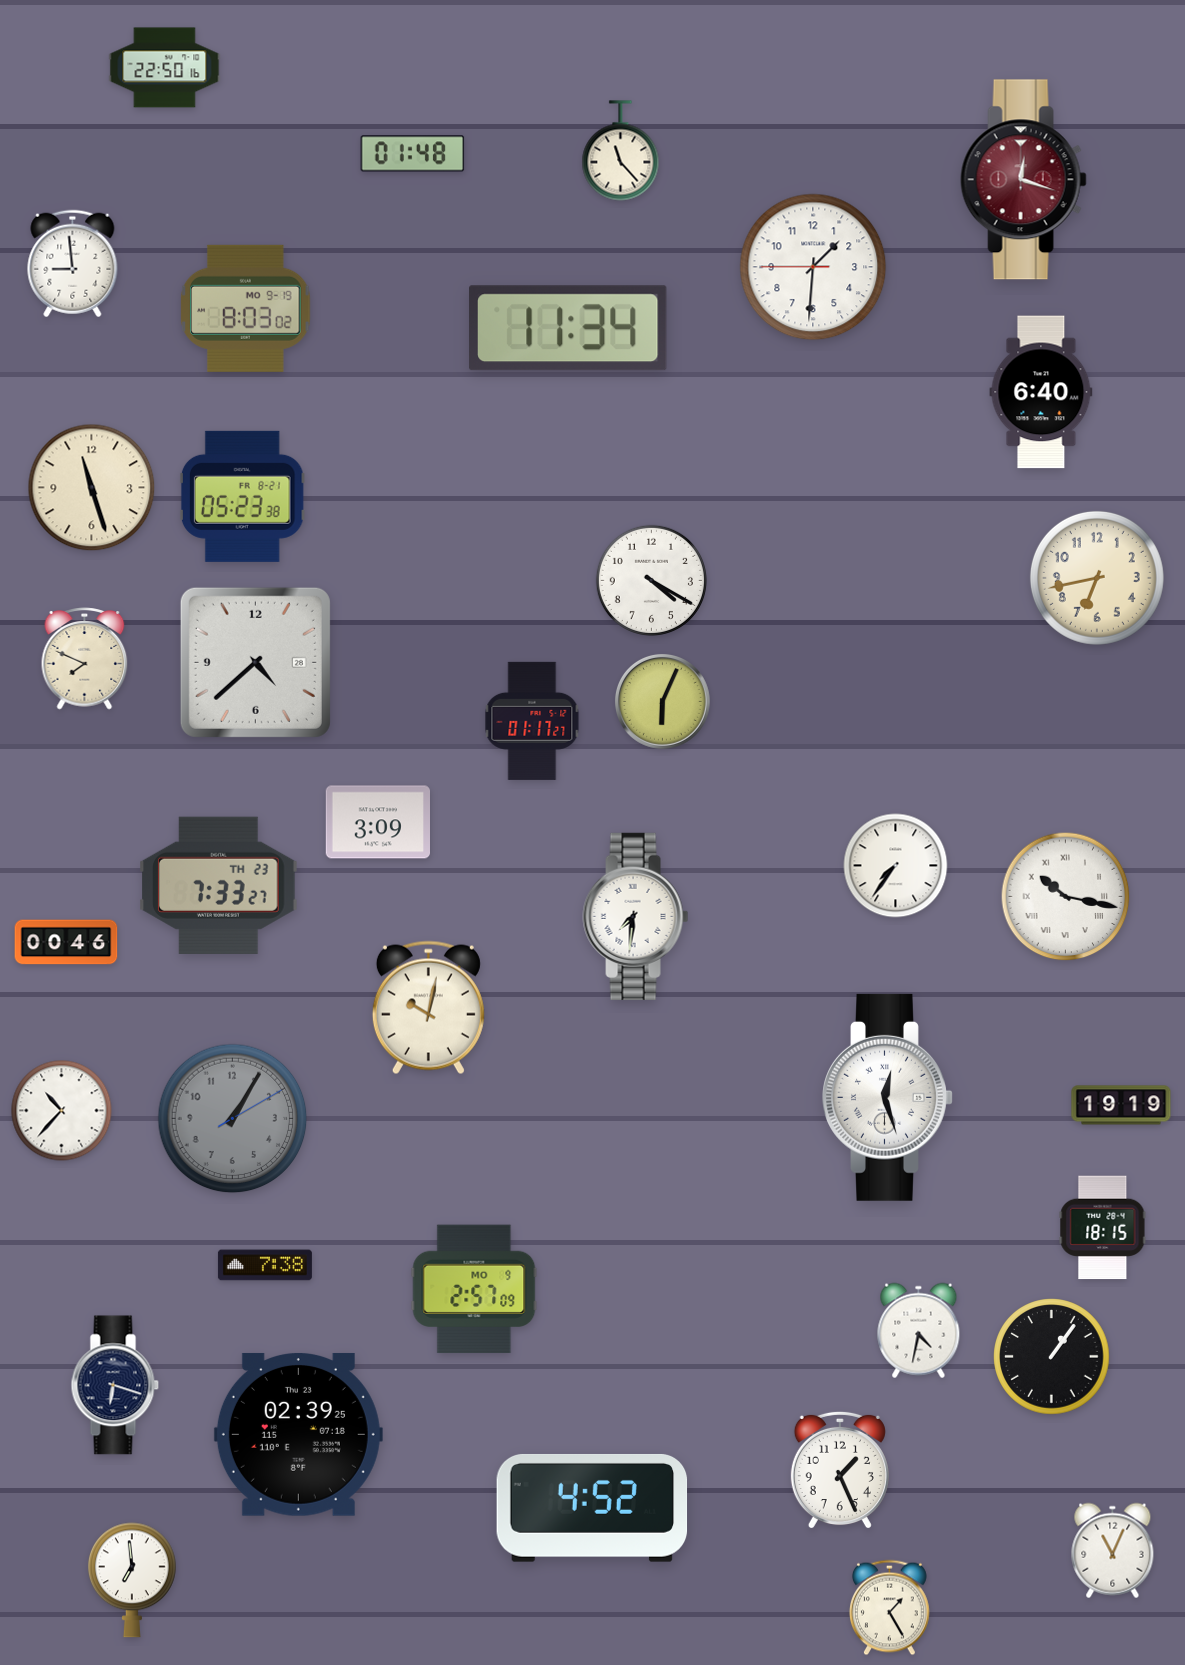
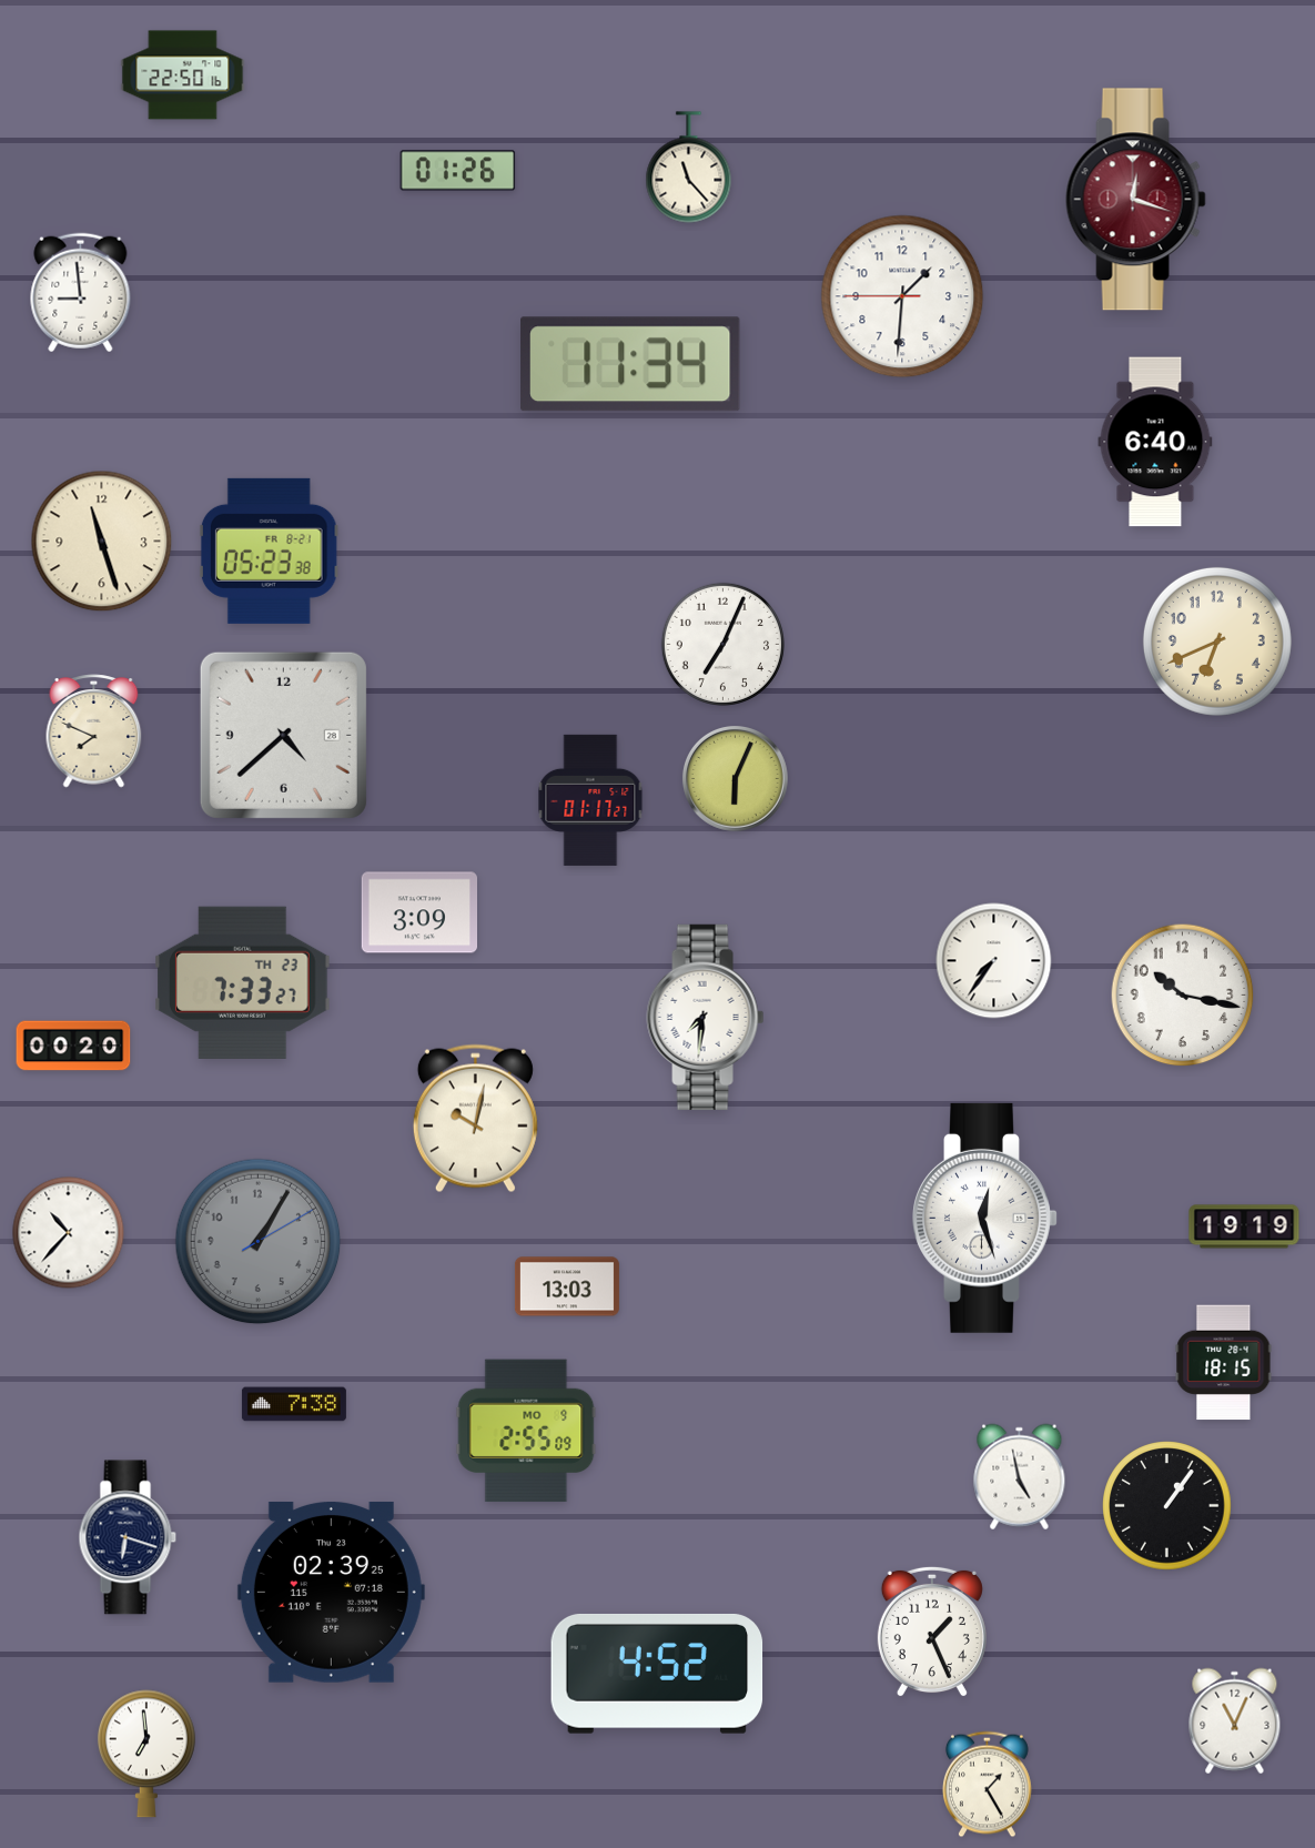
clock at (413, 154): 01:48 -> 01:26
clock at (246, 308): 8:03 -> none
clock at (1041, 392) position: (1041, 392) -> (1155, 442)
clock at (1097, 578): 6:43 -> 6:41
clock at (651, 580): 4:20 -> 7:04
clock at (1066, 897) numerals: Roman -> Arabic
clock at (66, 942): 00:46 -> 00:20
clock at (567, 1286): none -> 13:03
clock at (474, 1289): 2:57 -> 2:55
clock at (919, 1331): 4:32 -> 4:58
